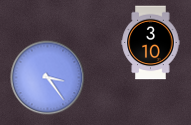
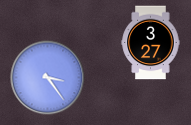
clock at (151, 43): 3:10 -> 3:27
